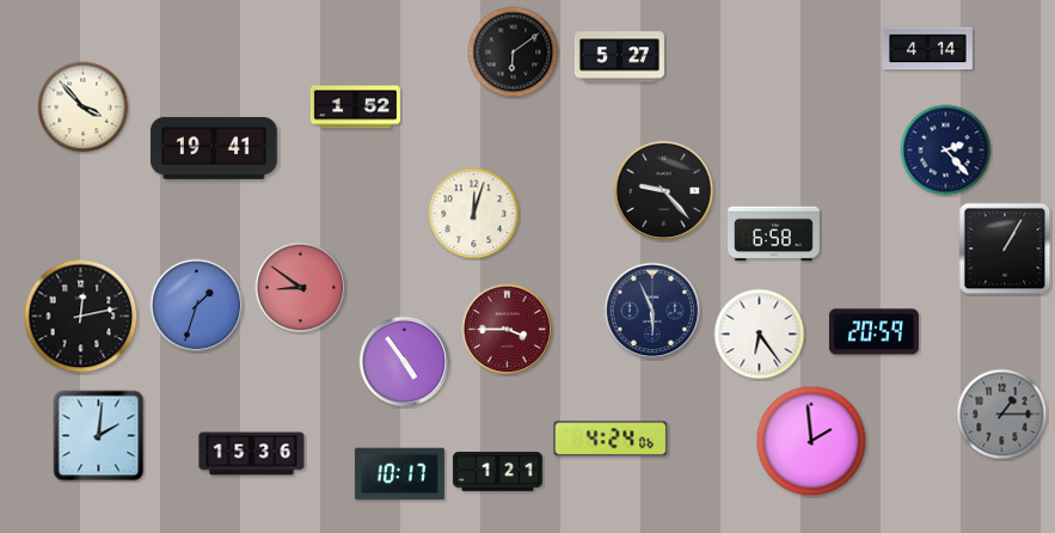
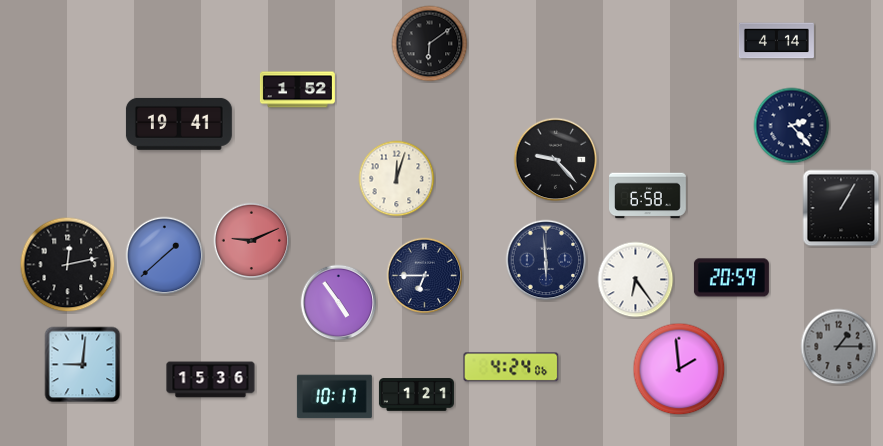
clock at (619, 57): 5:27 -> none
clock at (84, 108): 3:53 -> none
clock at (301, 288): 8:51 -> 9:11
clock at (197, 306): 1:33 -> 1:38
clock at (652, 311): 5:56 -> 5:59
clock at (508, 330): 3:45 -> 6:45
clock at (508, 330) dial: burgundy -> navy
clock at (99, 436): 2:01 -> 9:01
